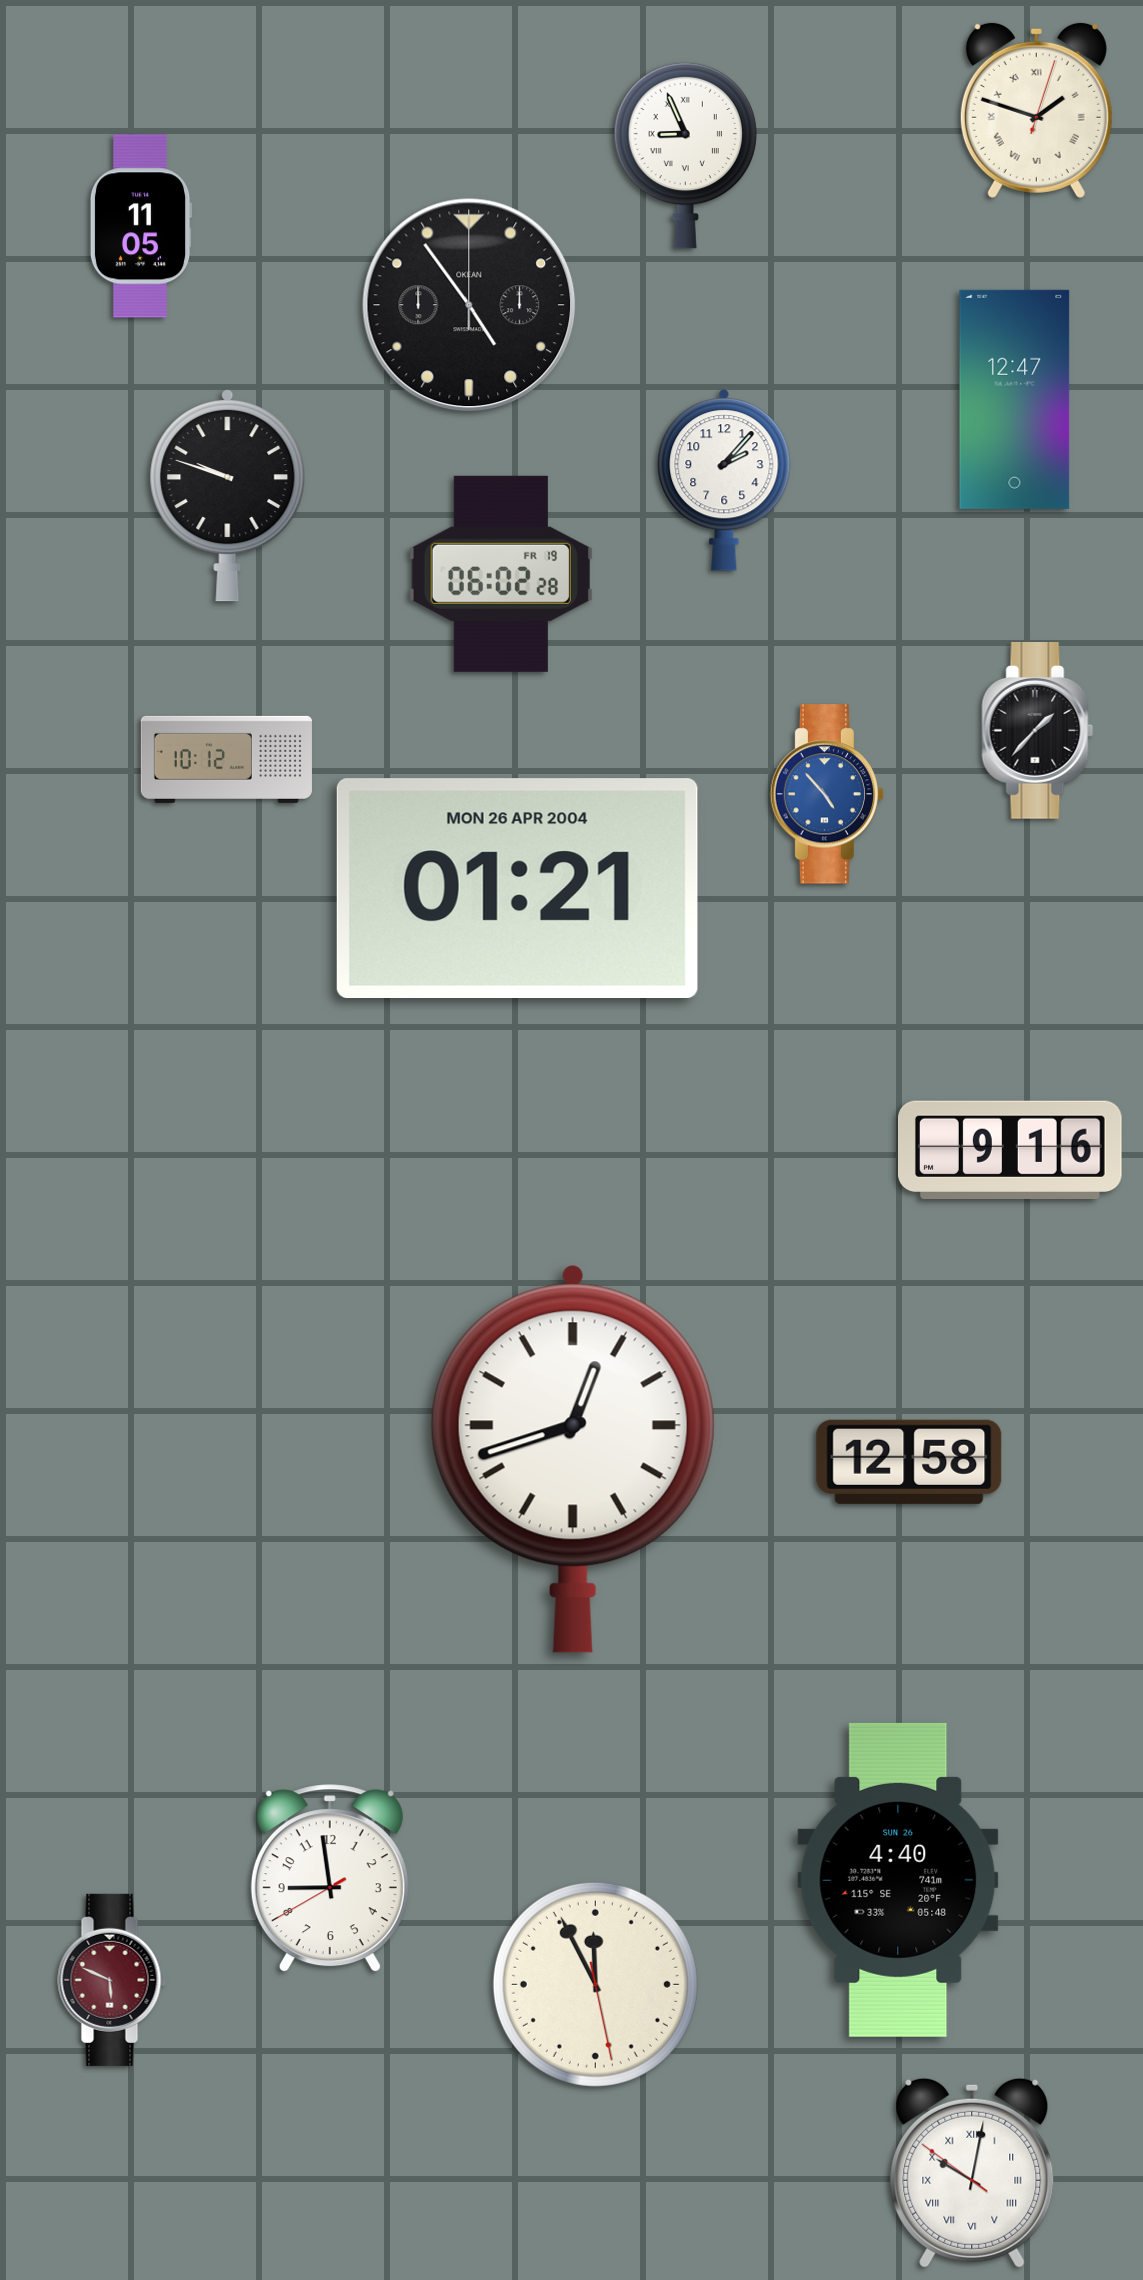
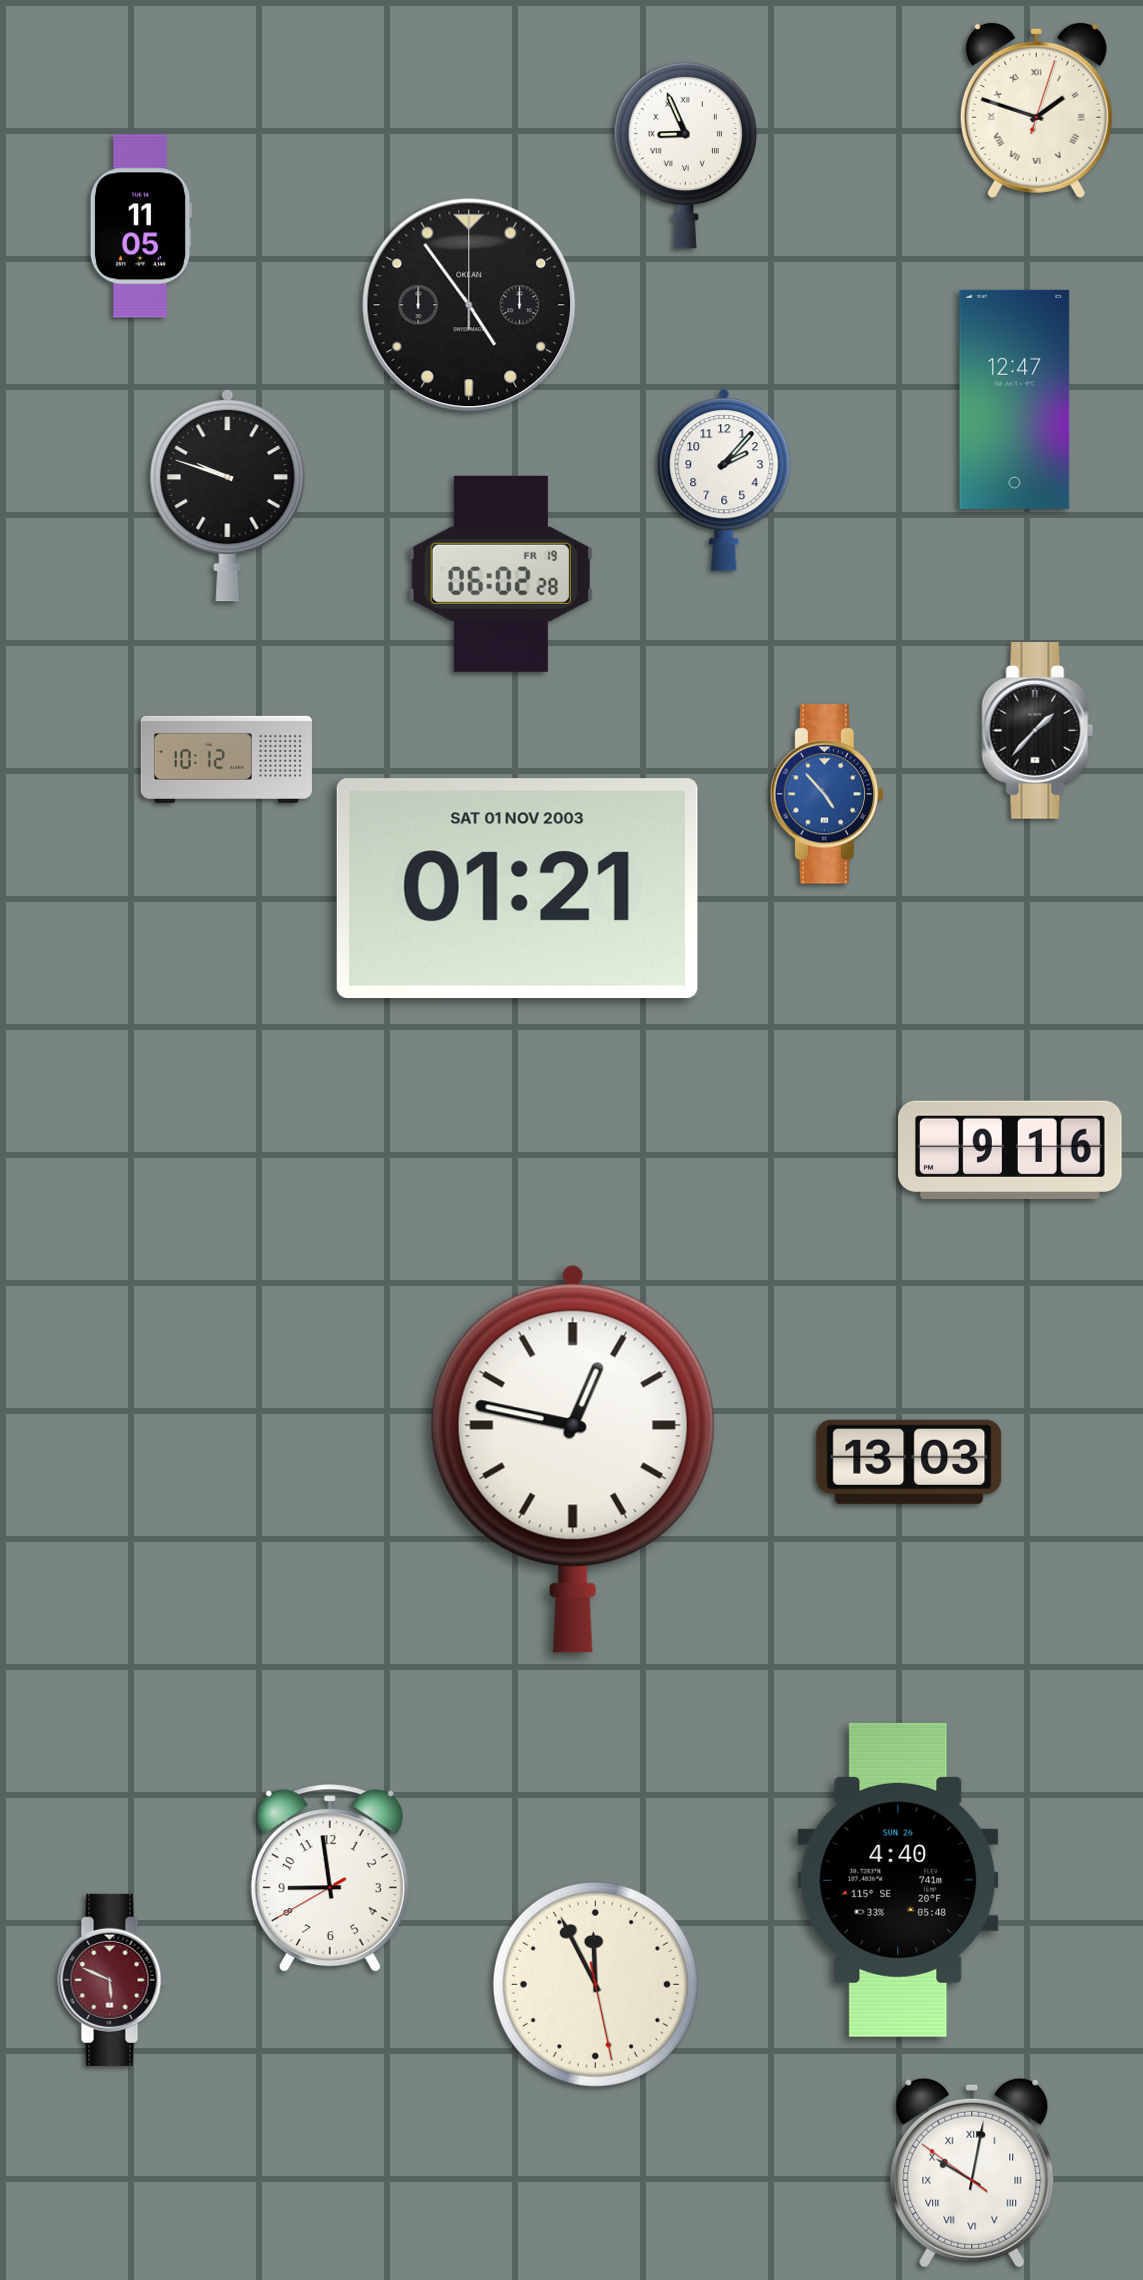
clock at (517, 888) date: MON 26 APR 2004 -> SAT 01 NOV 2003
clock at (573, 1459): 12:42 -> 12:47
clock at (909, 1462): 12:58 -> 13:03
